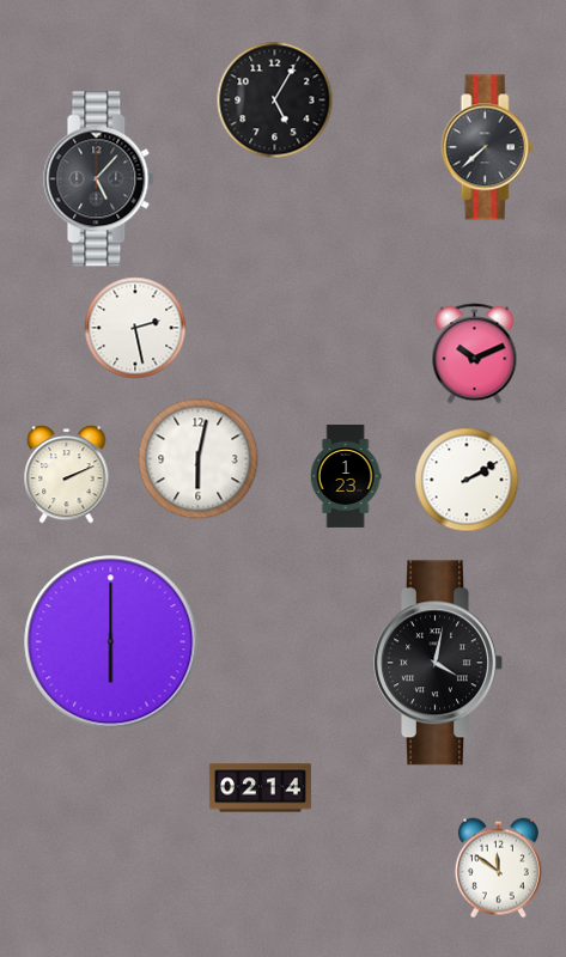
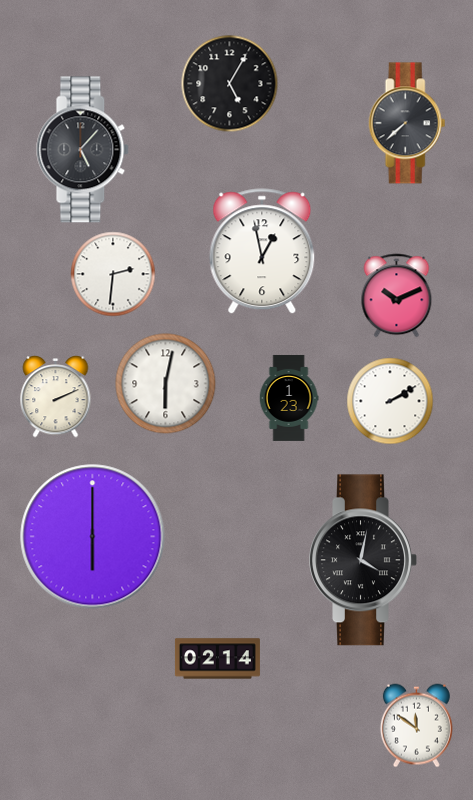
clock at (262, 252): none -> 12:58
clock at (135, 328): 2:28 -> 2:31
clock at (438, 663) position: (438, 663) -> (363, 560)
